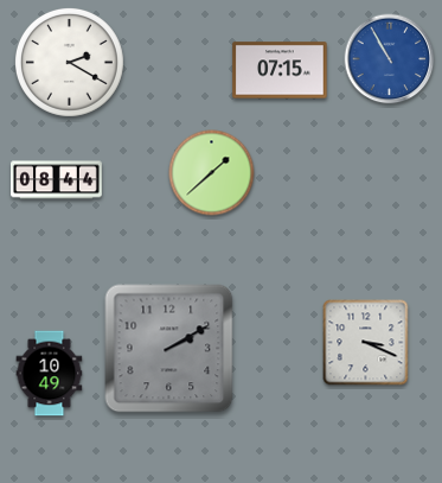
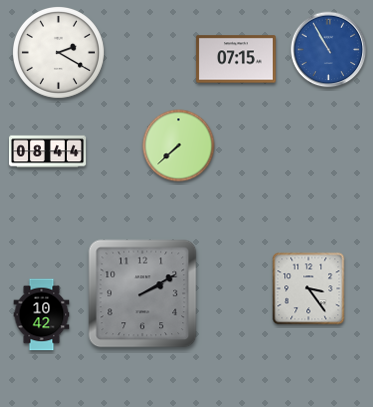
clock at (212, 173): 1:38 -> 7:38
clock at (366, 343): 3:19 -> 3:24
clock at (50, 374): 10:49 -> 10:42
